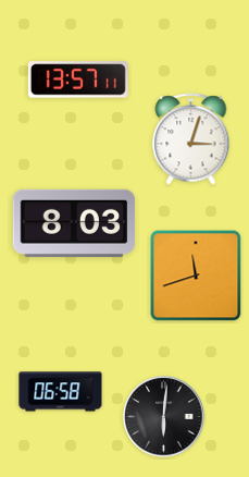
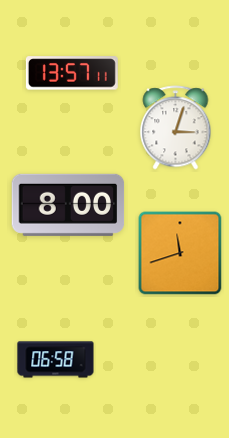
clock at (74, 223): 8:03 -> 8:00
clock at (164, 417): 6:01 -> none
